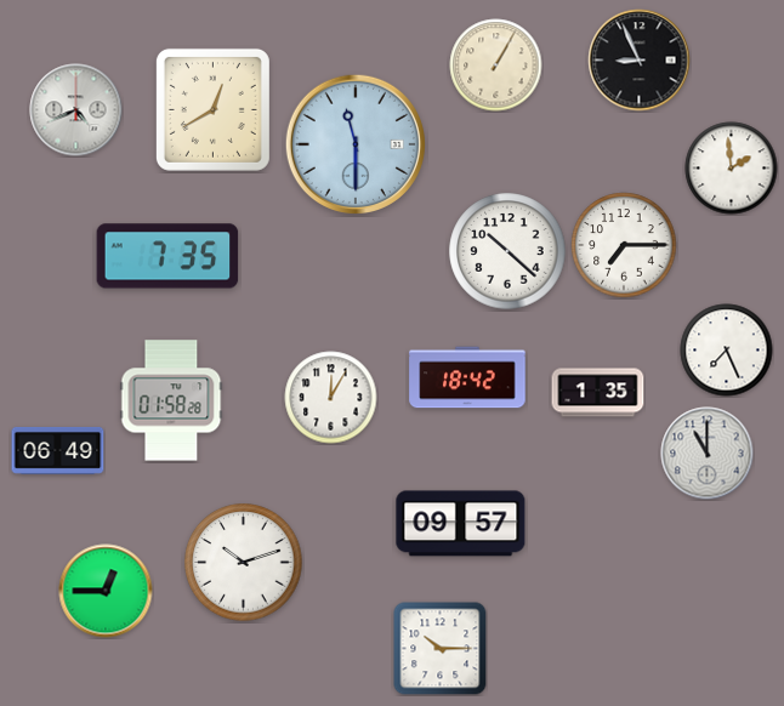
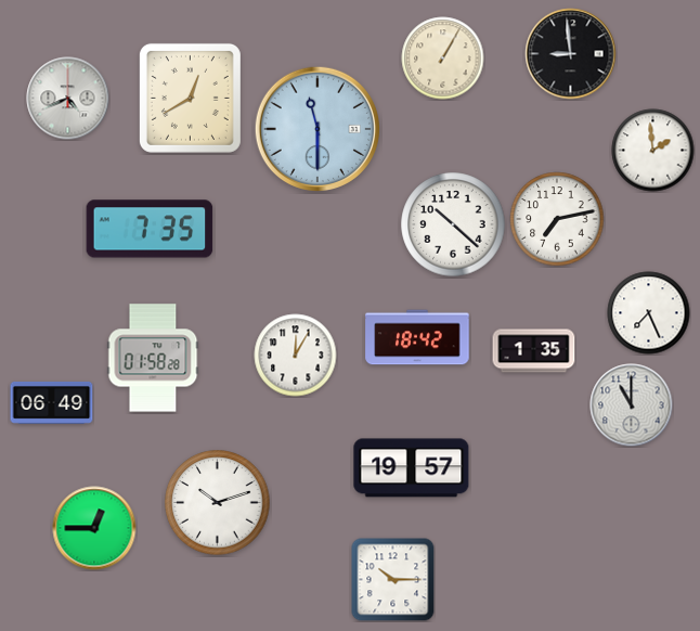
clock at (640, 61): 8:56 -> 8:59
clock at (624, 245): 7:15 -> 7:13
clock at (461, 524): 09:57 -> 19:57
